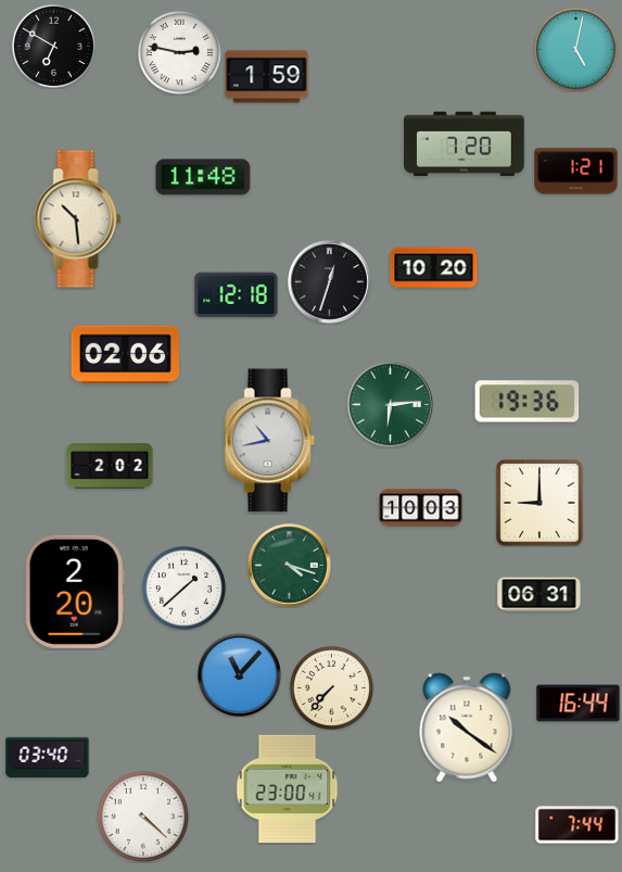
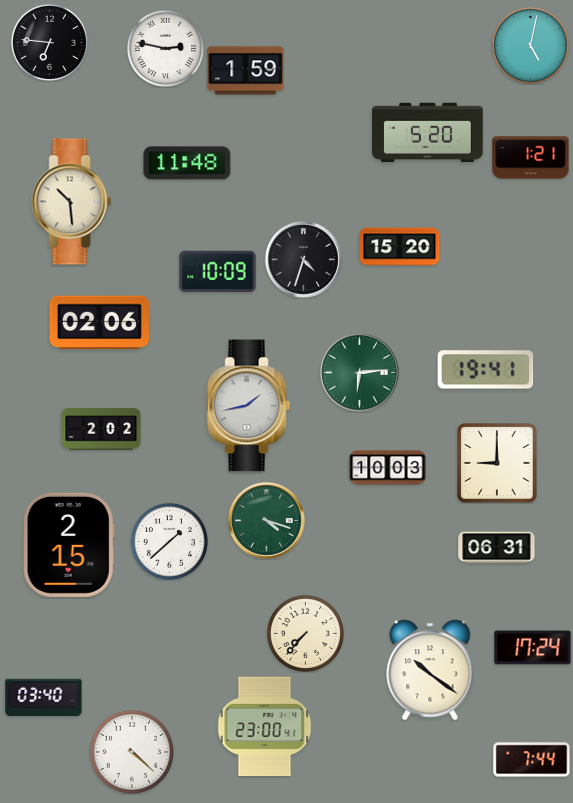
clock at (53, 46): 6:50 -> 6:46
clock at (465, 144): 7:20 -> 5:20
clock at (434, 268): 10:20 -> 15:20
clock at (330, 282): 12:33 -> 4:33
clock at (237, 295): 12:18 -> 10:09
clock at (125, 355) position: (125, 355) -> (99, 323)
clock at (528, 402): 19:36 -> 19:41
clock at (270, 441): 10:43 -> 1:43
clock at (75, 592): 2:20 -> 2:15
clock at (240, 675): 11:07 -> none
clock at (579, 704): 16:44 -> 17:24
